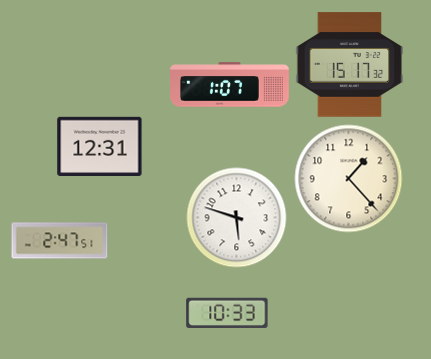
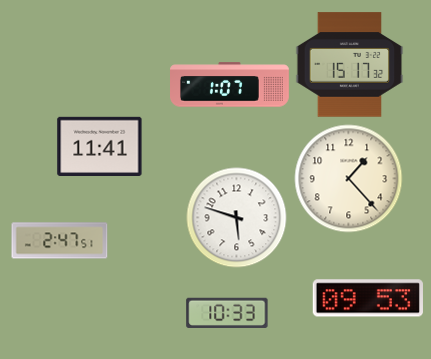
clock at (100, 146): 12:31 -> 11:41
clock at (368, 298): none -> 09:53
